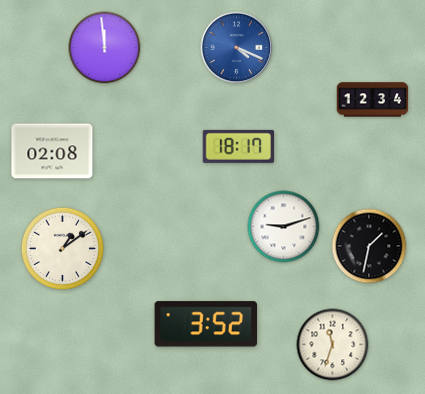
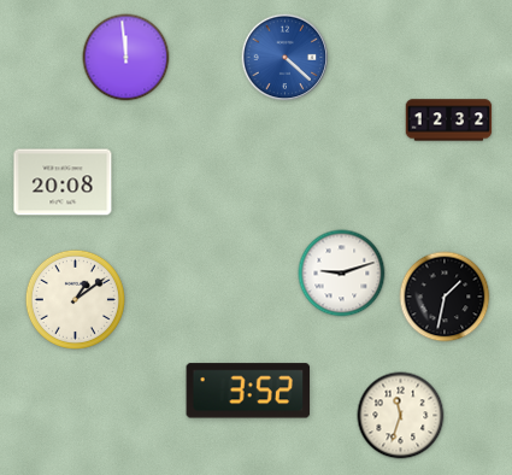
clock at (237, 48): 4:19 -> 4:22
clock at (373, 100): 12:34 -> 12:32
clock at (239, 146): 18:17 -> none
clock at (52, 151): 02:08 -> 20:08
